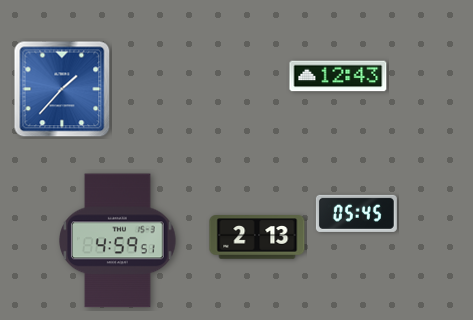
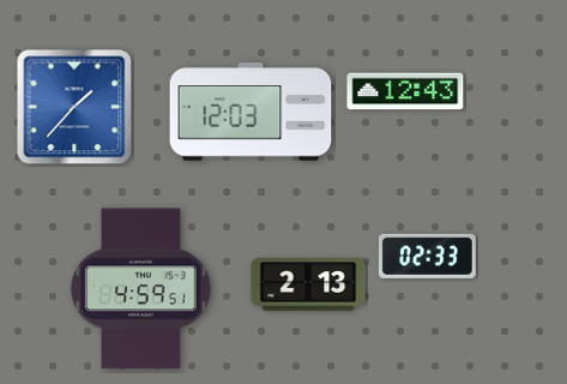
clock at (251, 112): none -> 12:03
clock at (356, 213): 05:45 -> 02:33
